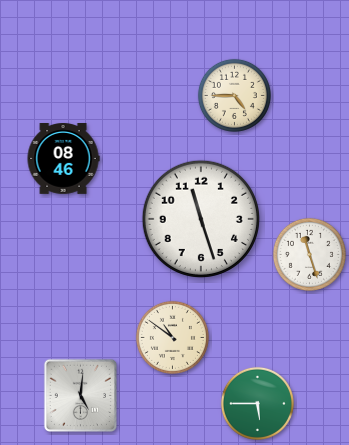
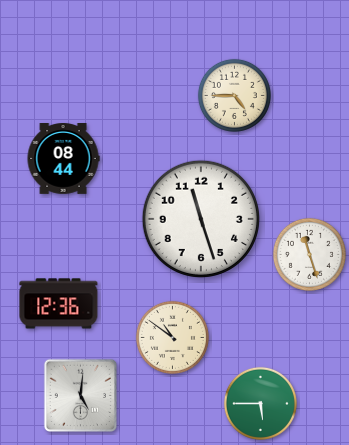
clock at (63, 159): 08:46 -> 08:44
clock at (59, 304): none -> 12:36
clock at (257, 403) position: (257, 403) -> (260, 403)
